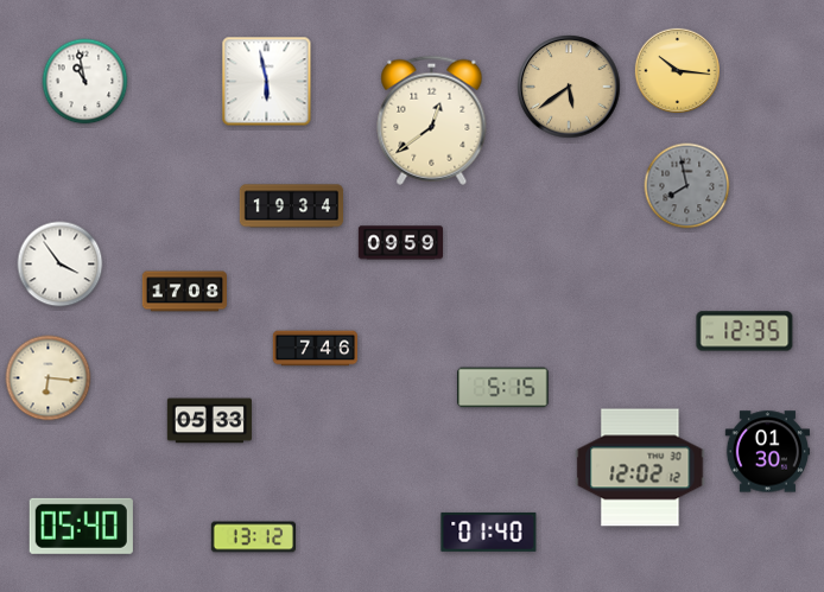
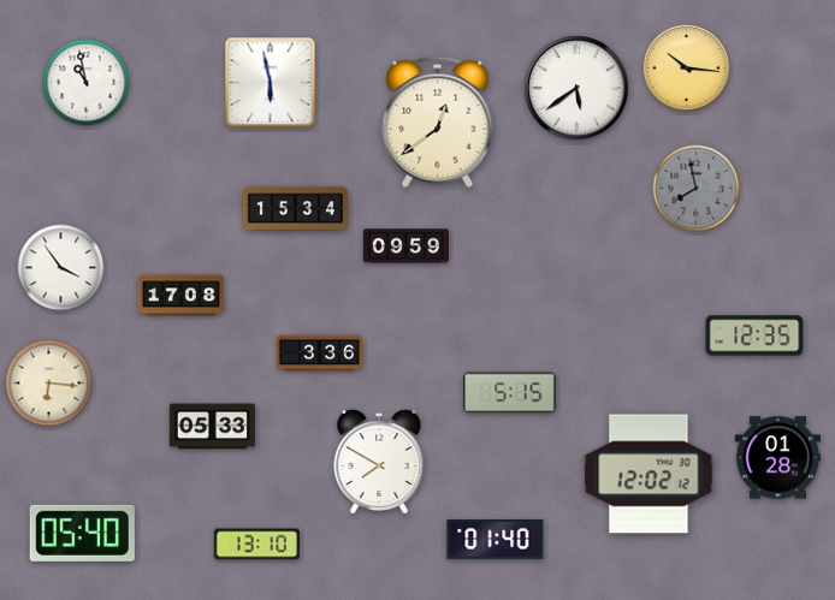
clock at (677, 70) position: (677, 70) -> (686, 67)
clock at (569, 87) dial: champagne -> white
clock at (292, 206): 19:34 -> 15:34
clock at (184, 292) position: (184, 292) -> (180, 296)
clock at (315, 349): 7:46 -> 3:36
clock at (767, 452): 01:30 -> 01:28
clock at (379, 462): none -> 7:50
clock at (253, 537): 13:12 -> 13:10
